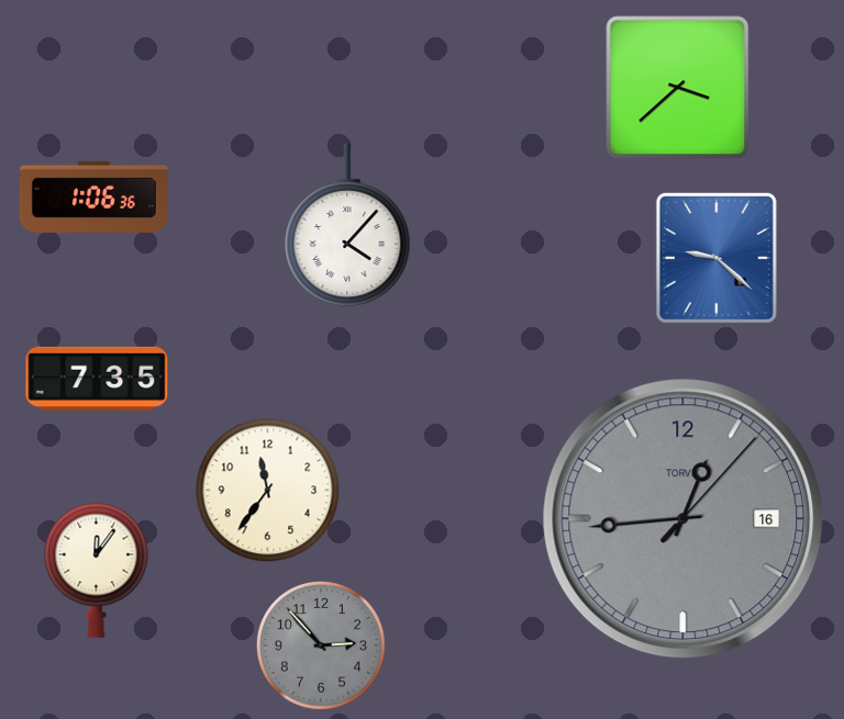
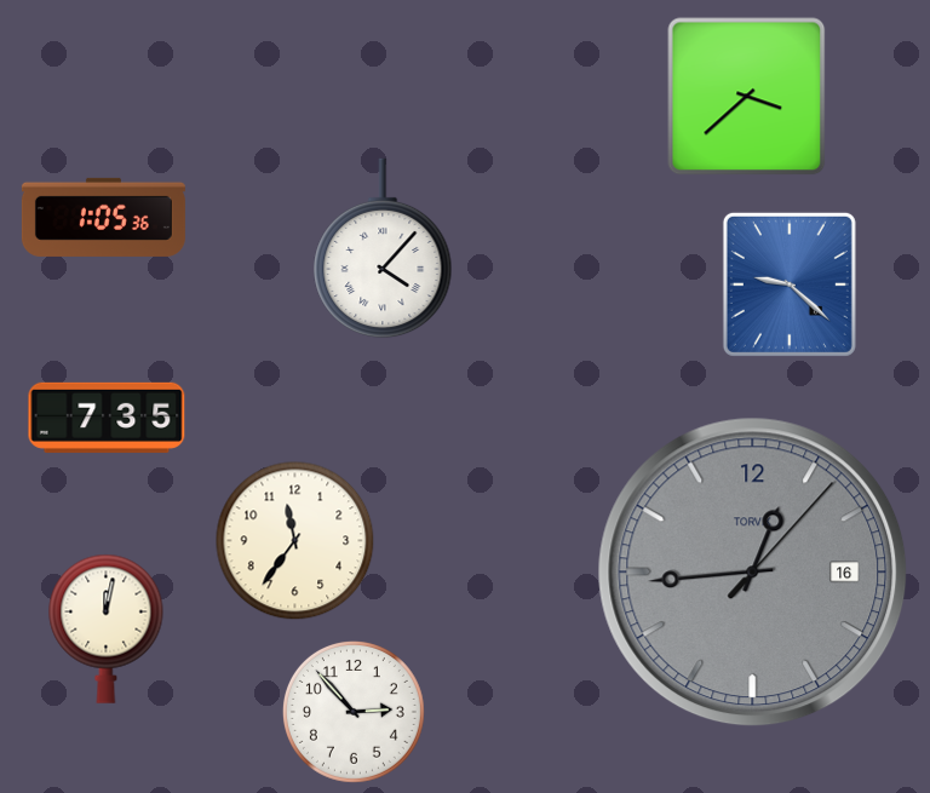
clock at (93, 196): 1:06 -> 1:05
clock at (97, 570): 12:06 -> 12:02
clock at (321, 645) dial: grey -> white
